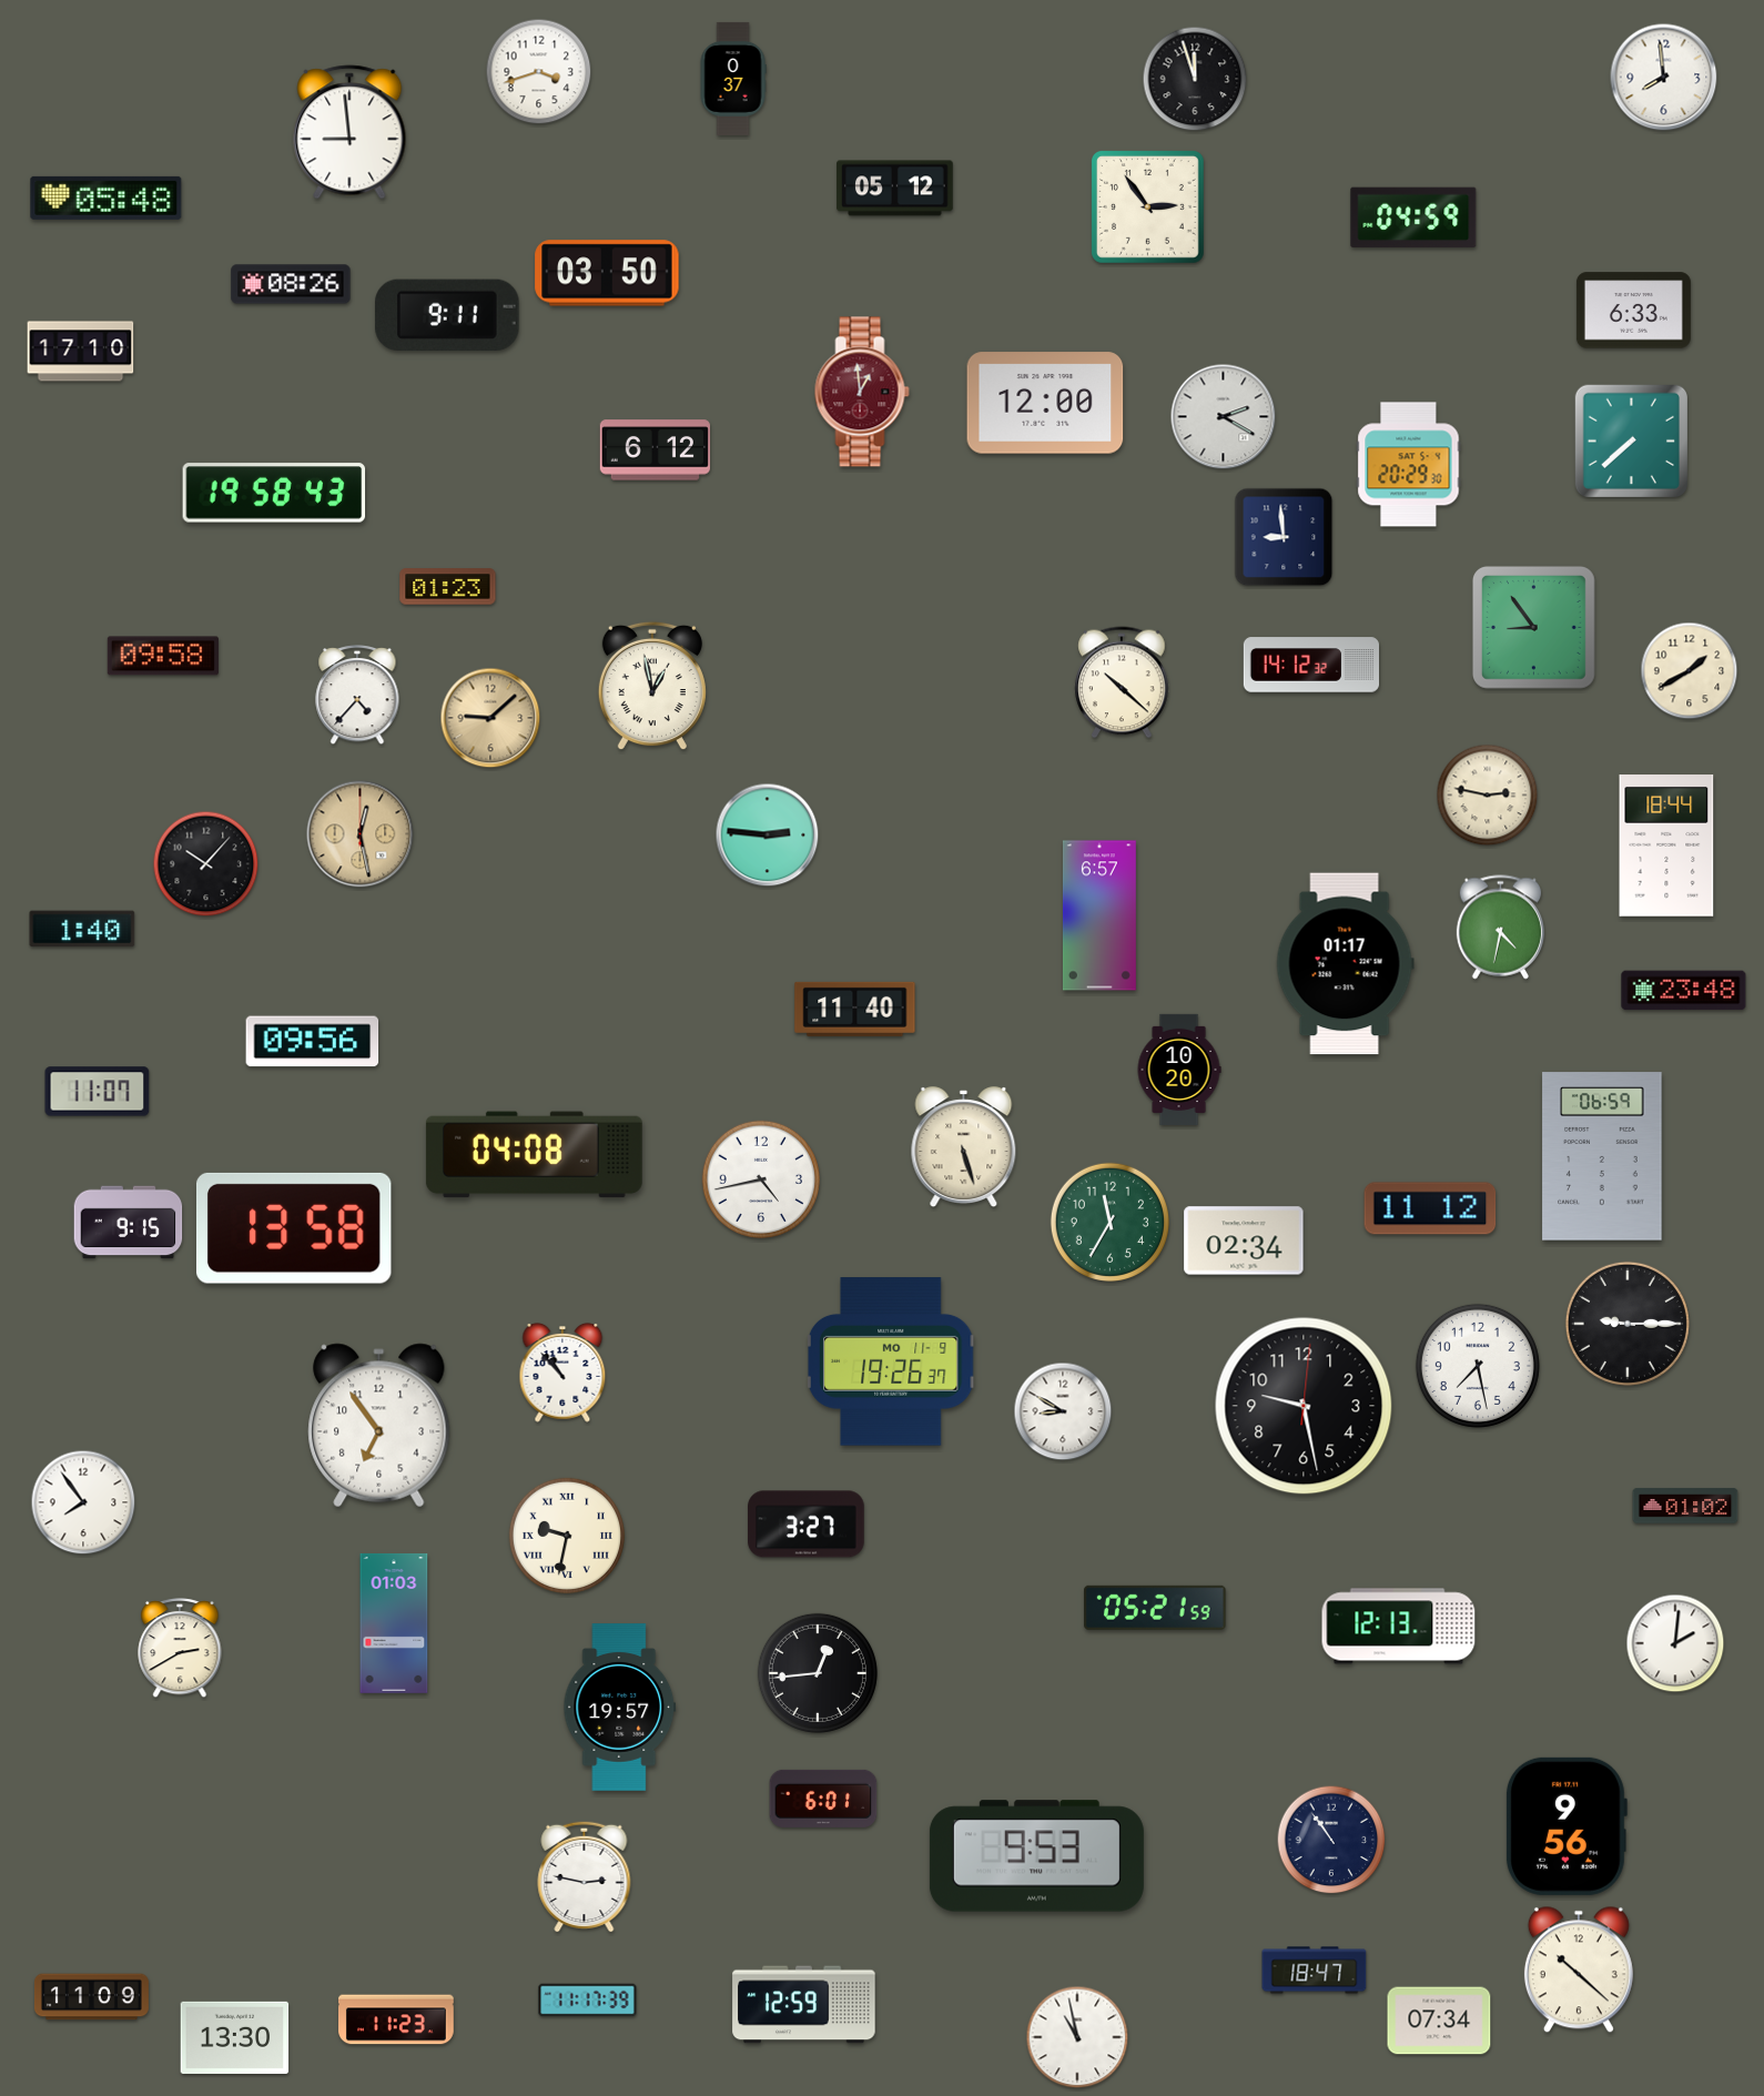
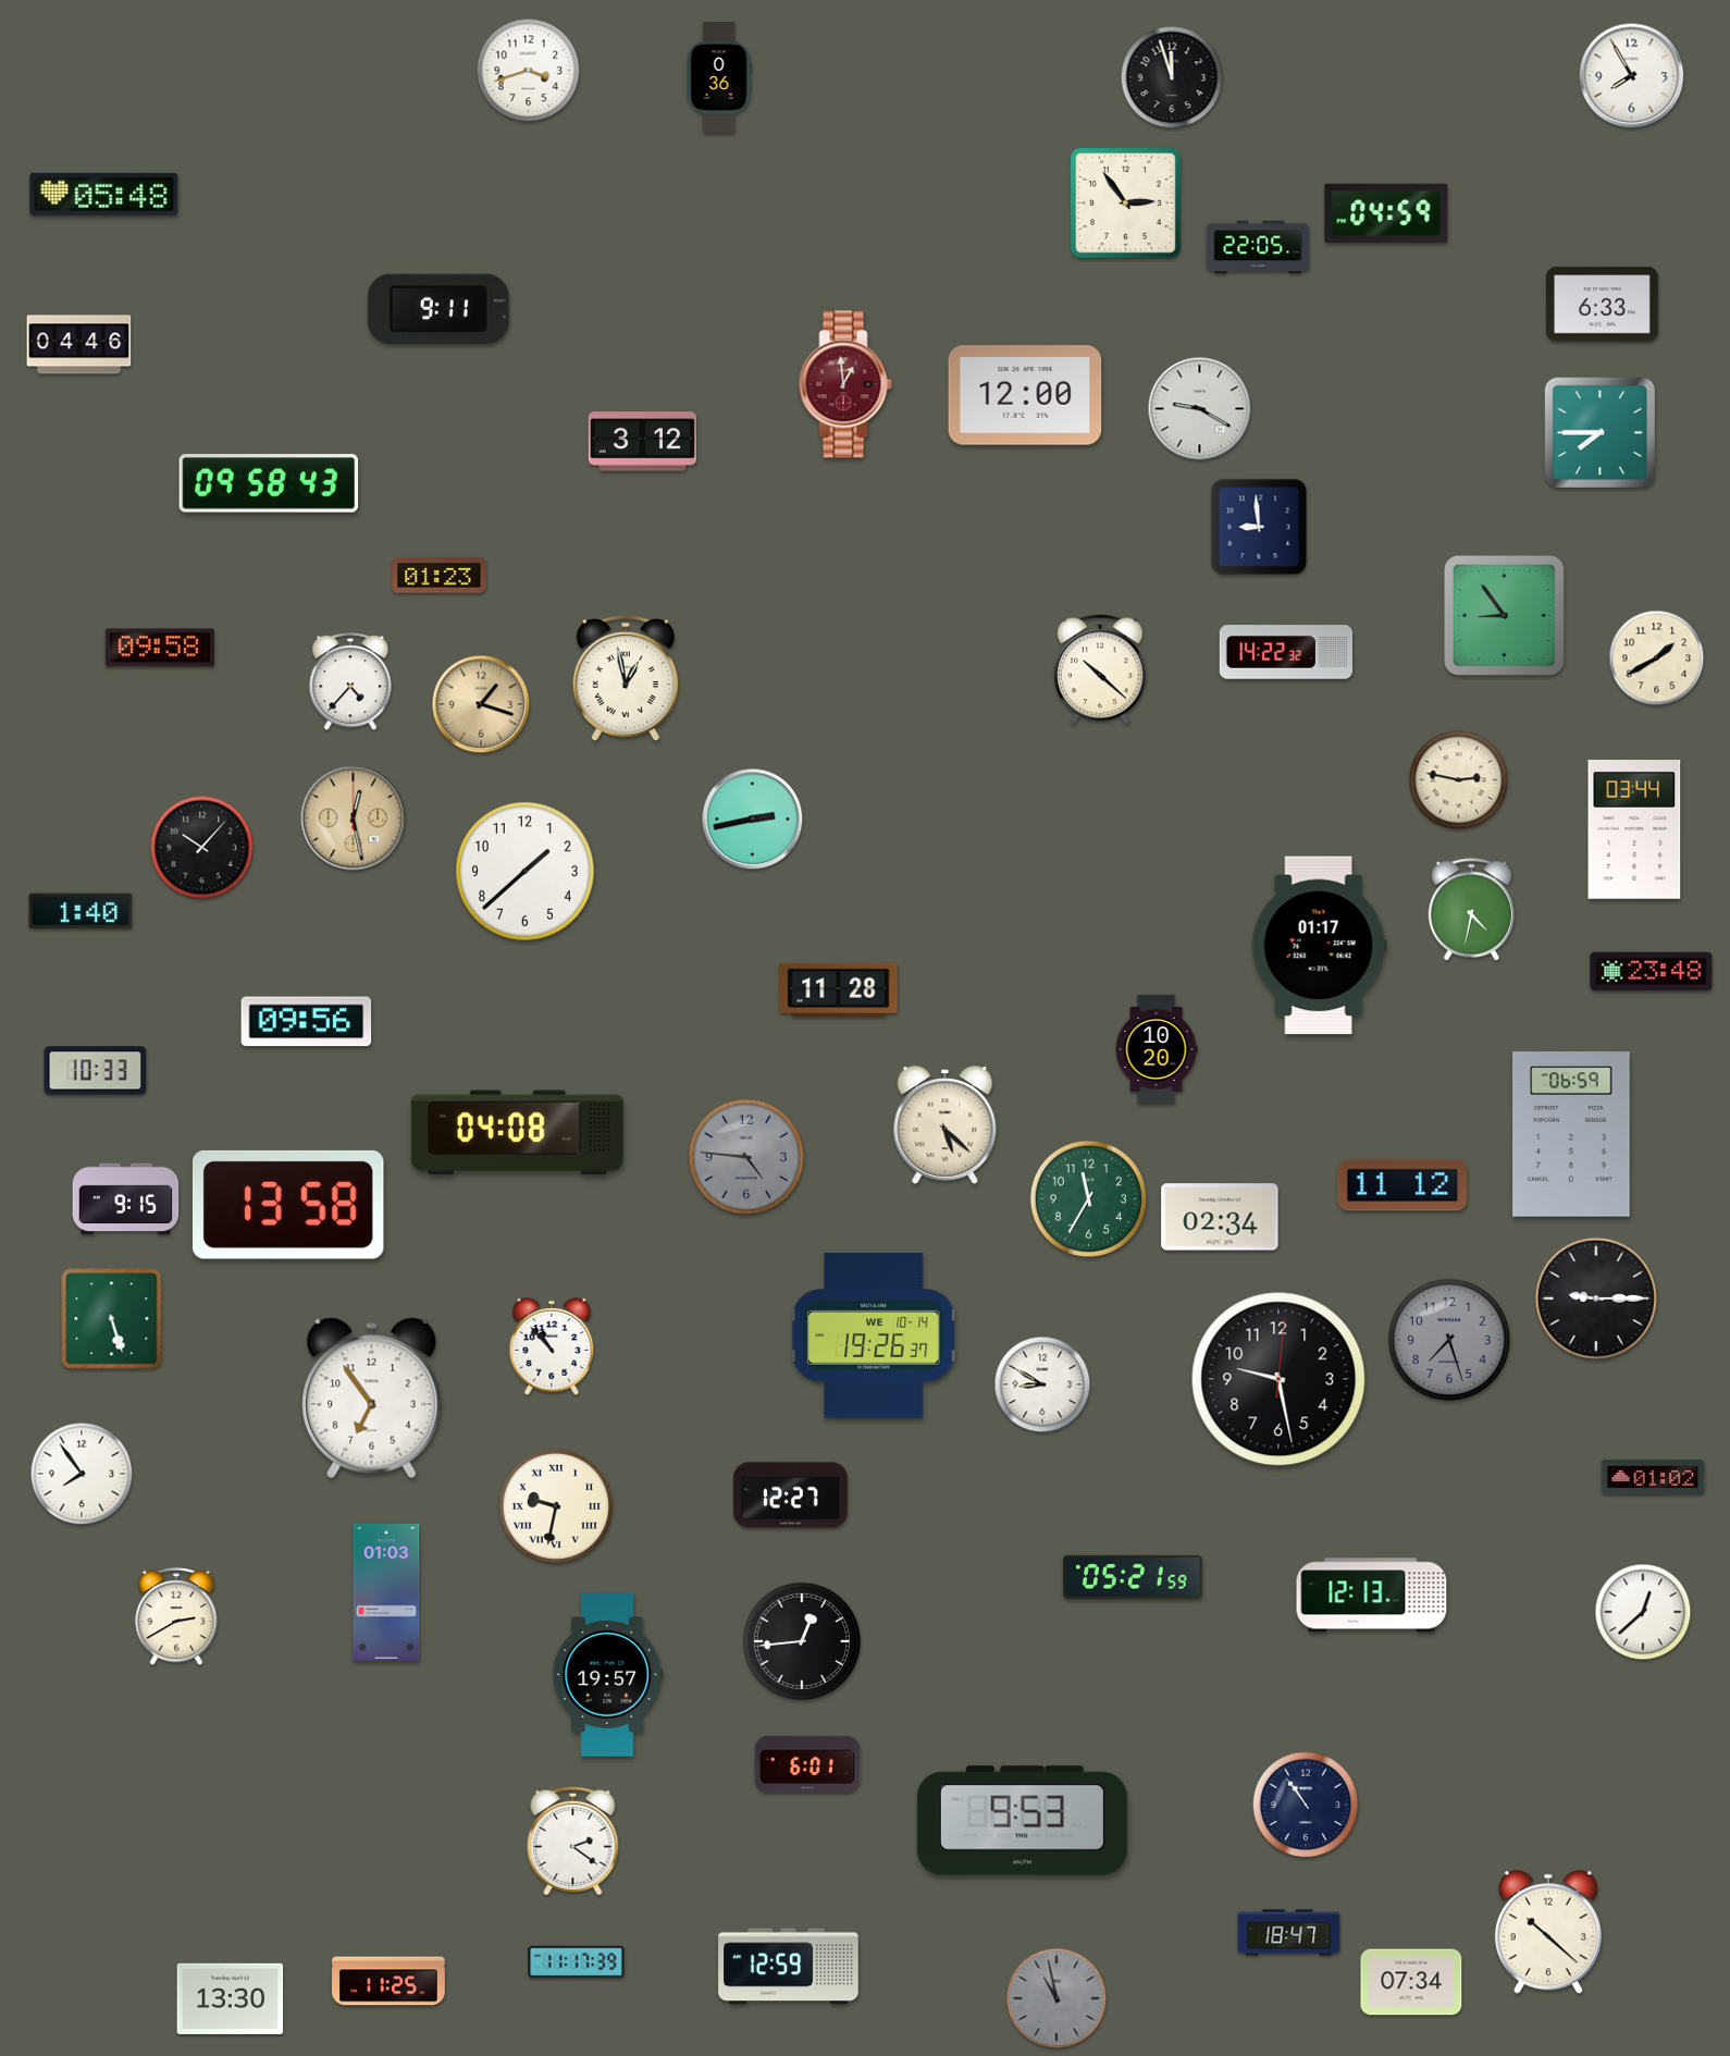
clock at (1664, 78): 7:59 -> 7:55
clock at (733, 79): 0:37 -> 0:36
clock at (349, 132): 8:59 -> none
clock at (895, 189): 05:12 -> none
clock at (1258, 247): none -> 22:05
clock at (607, 273): 03:50 -> none
clock at (291, 284): 08:26 -> none
clock at (81, 352): 17:10 -> 04:46
clock at (1224, 417): 2:20 -> 9:20
clock at (1631, 441): 7:38 -> 7:45
clock at (655, 450): 6:12 -> 3:12
clock at (1409, 465): 20:29 -> none
clock at (274, 493): 19:58 -> 09:58
clock at (163, 656) position: (163, 656) -> (160, 648)
clock at (1310, 665): 14:12 -> 14:22
clock at (652, 686) position: (652, 686) -> (626, 678)
clock at (490, 718): 9:08 -> 1:18
clock at (768, 836): 2:46 -> 2:43
clock at (1666, 846): 18:44 -> 03:44
clock at (526, 872): none -> 1:38
clock at (1099, 915): 6:57 -> none
clock at (855, 1009): 11:40 -> 11:28
clock at (98, 1092): 11:07 -> 10:33
clock at (964, 1147): 5:27 -> 5:22
clock at (534, 1155) position: (534, 1155) -> (517, 1133)
clock at (760, 1178): 4:43 -> 4:46
clock at (760, 1178) dial: white -> grey
clock at (112, 1319): none -> 5:27
clock at (891, 1361) date: MO 11-9 -> WE 10-14
clock at (1478, 1366): 7:28 -> 7:27
clock at (1478, 1366) dial: white -> grey
clock at (807, 1525): 3:27 -> 12:27
clock at (1675, 1643): 2:01 -> 12:38
clock at (1565, 1826): 9:56 -> none
clock at (1036, 1856) position: (1036, 1856) -> (1022, 1821)
clock at (585, 1876): 2:47 -> 2:21
clock at (91, 1997): 11:09 -> none
clock at (397, 2019): 11:23 -> 11:25
clock at (1077, 2037) dial: white -> grey
